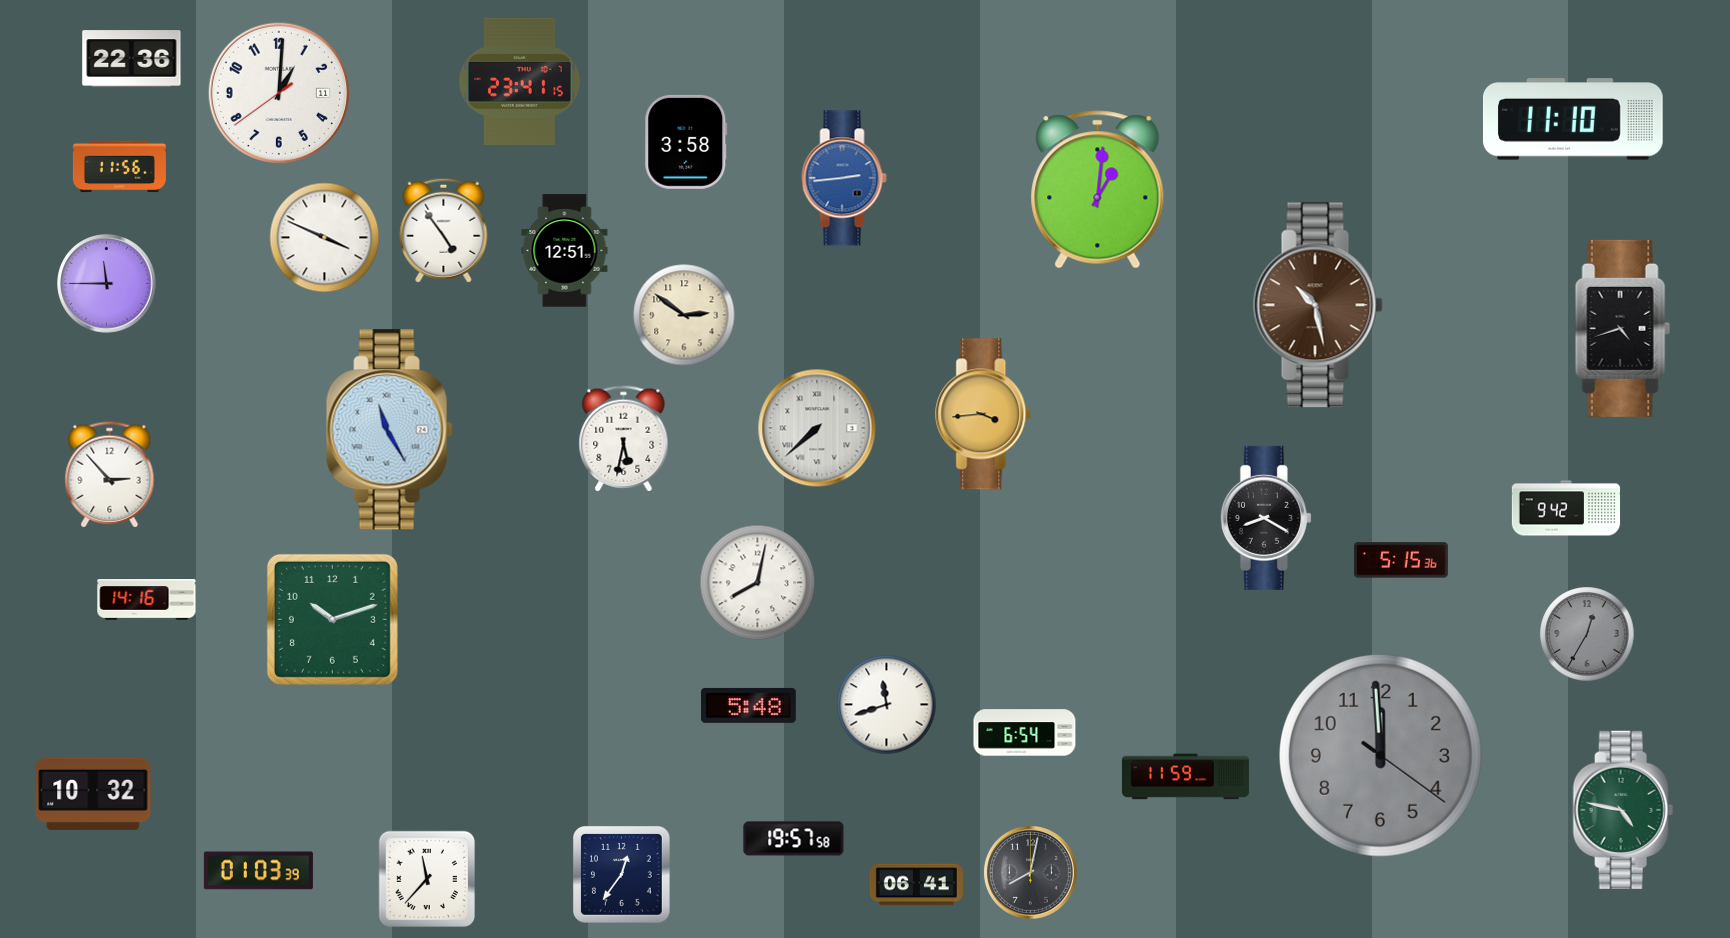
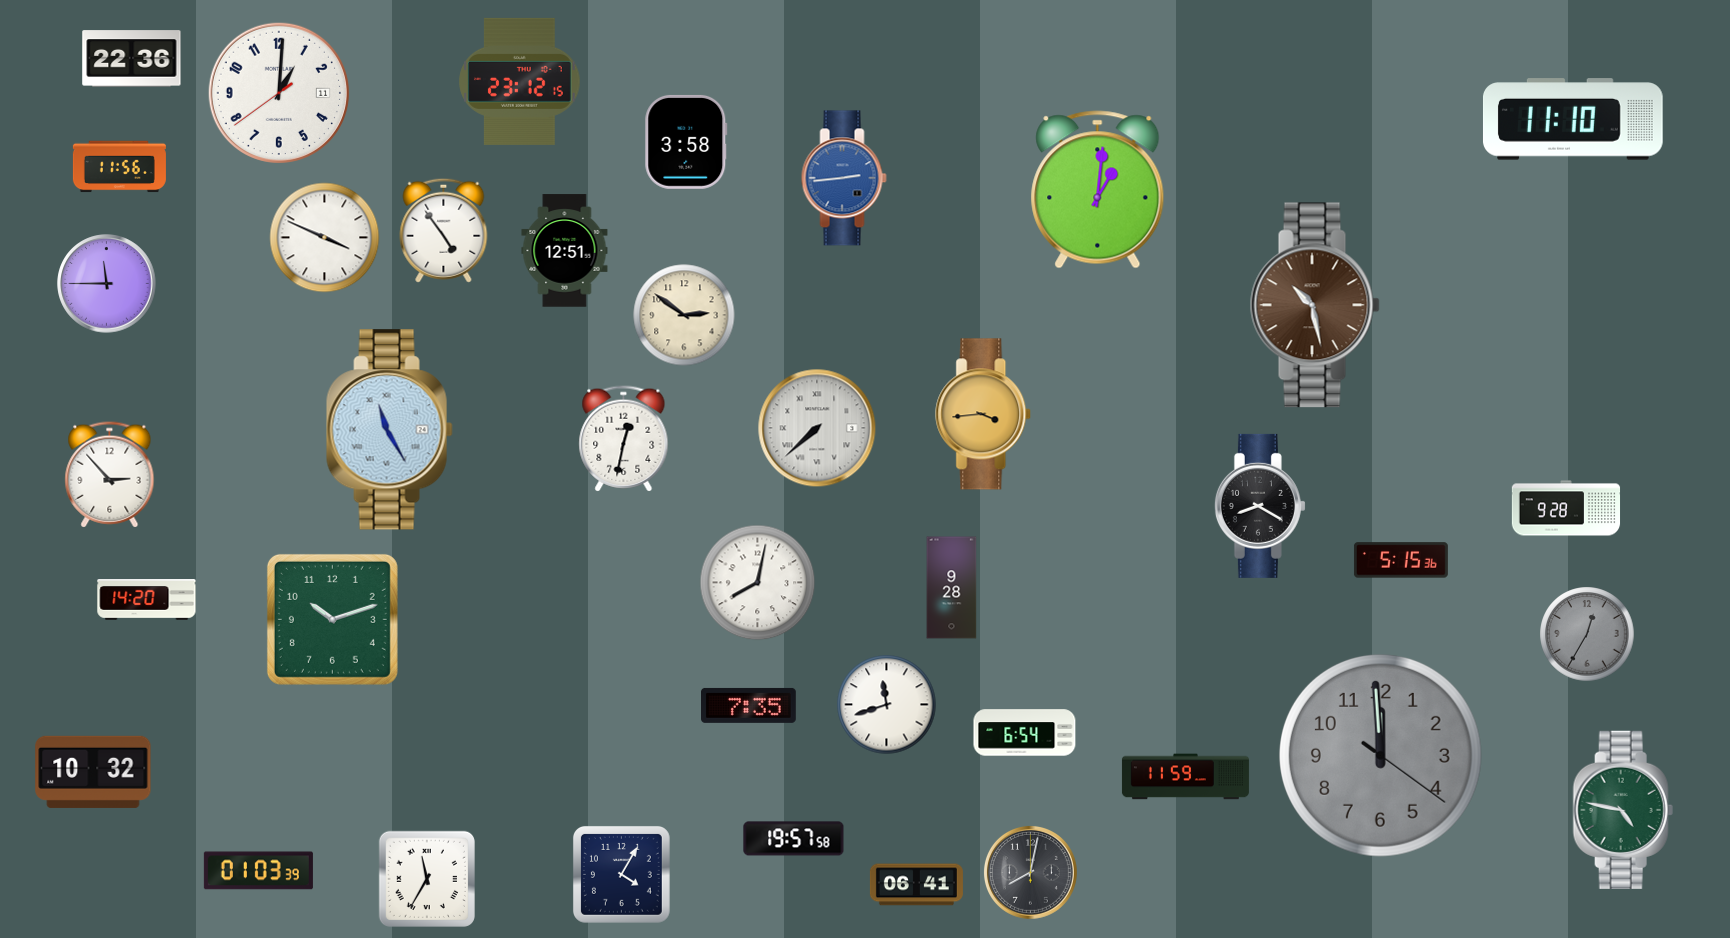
clock at (520, 81): 23:41 -> 23:12
clock at (1318, 305) position: (1318, 305) -> (1315, 305)
clock at (1622, 328): 4:42 -> none
clock at (624, 439): 5:32 -> 12:32
clock at (1566, 508): 9:42 -> 9:28
clock at (1266, 518) position: (1266, 518) -> (1260, 506)
clock at (952, 588): none -> 9:28
clock at (147, 600): 14:16 -> 14:20
clock at (749, 705): 5:48 -> 7:35
clock at (93, 794) position: (93, 794) -> (93, 772)
clock at (621, 874): 12:36 -> 4:05
clock at (427, 879): 11:37 -> 11:35
